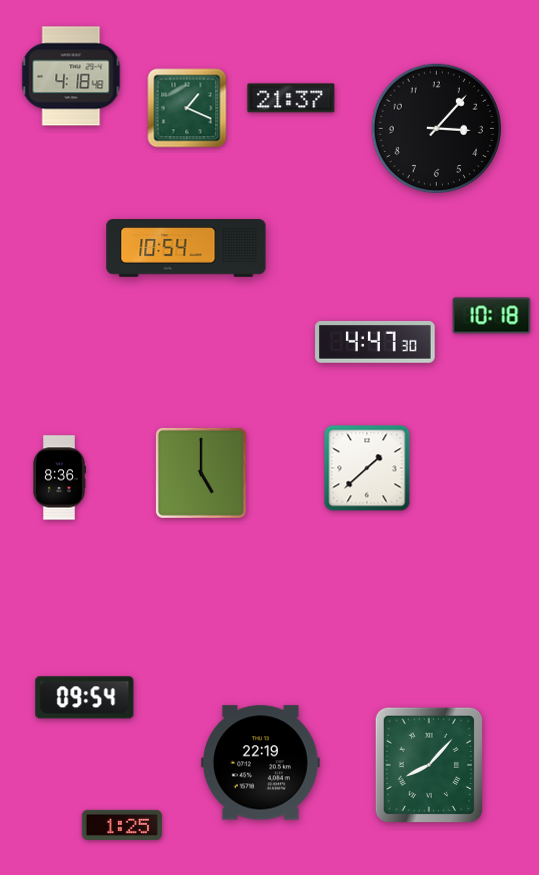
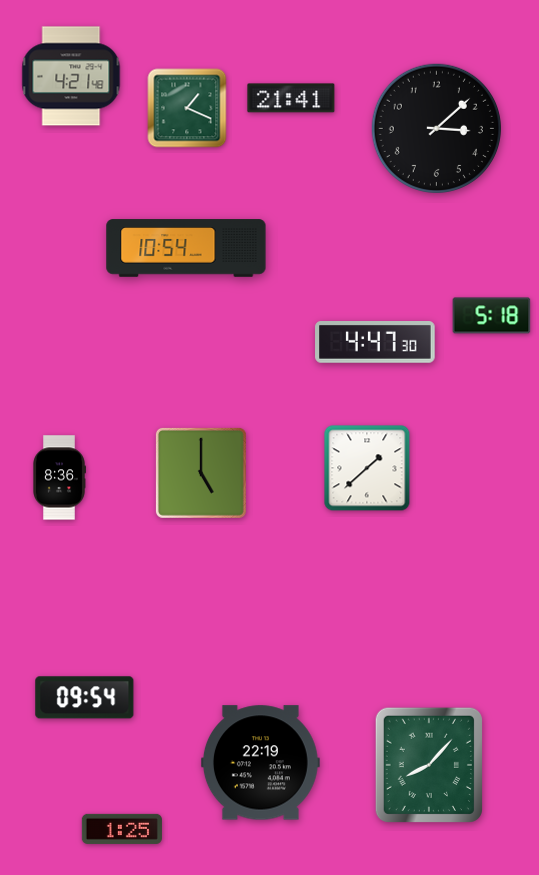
clock at (71, 76): 4:18 -> 4:21
clock at (291, 98): 21:37 -> 21:41
clock at (436, 128): 3:07 -> 3:08
clock at (492, 316): 10:18 -> 5:18
clock at (122, 825) position: (122, 825) -> (122, 829)
